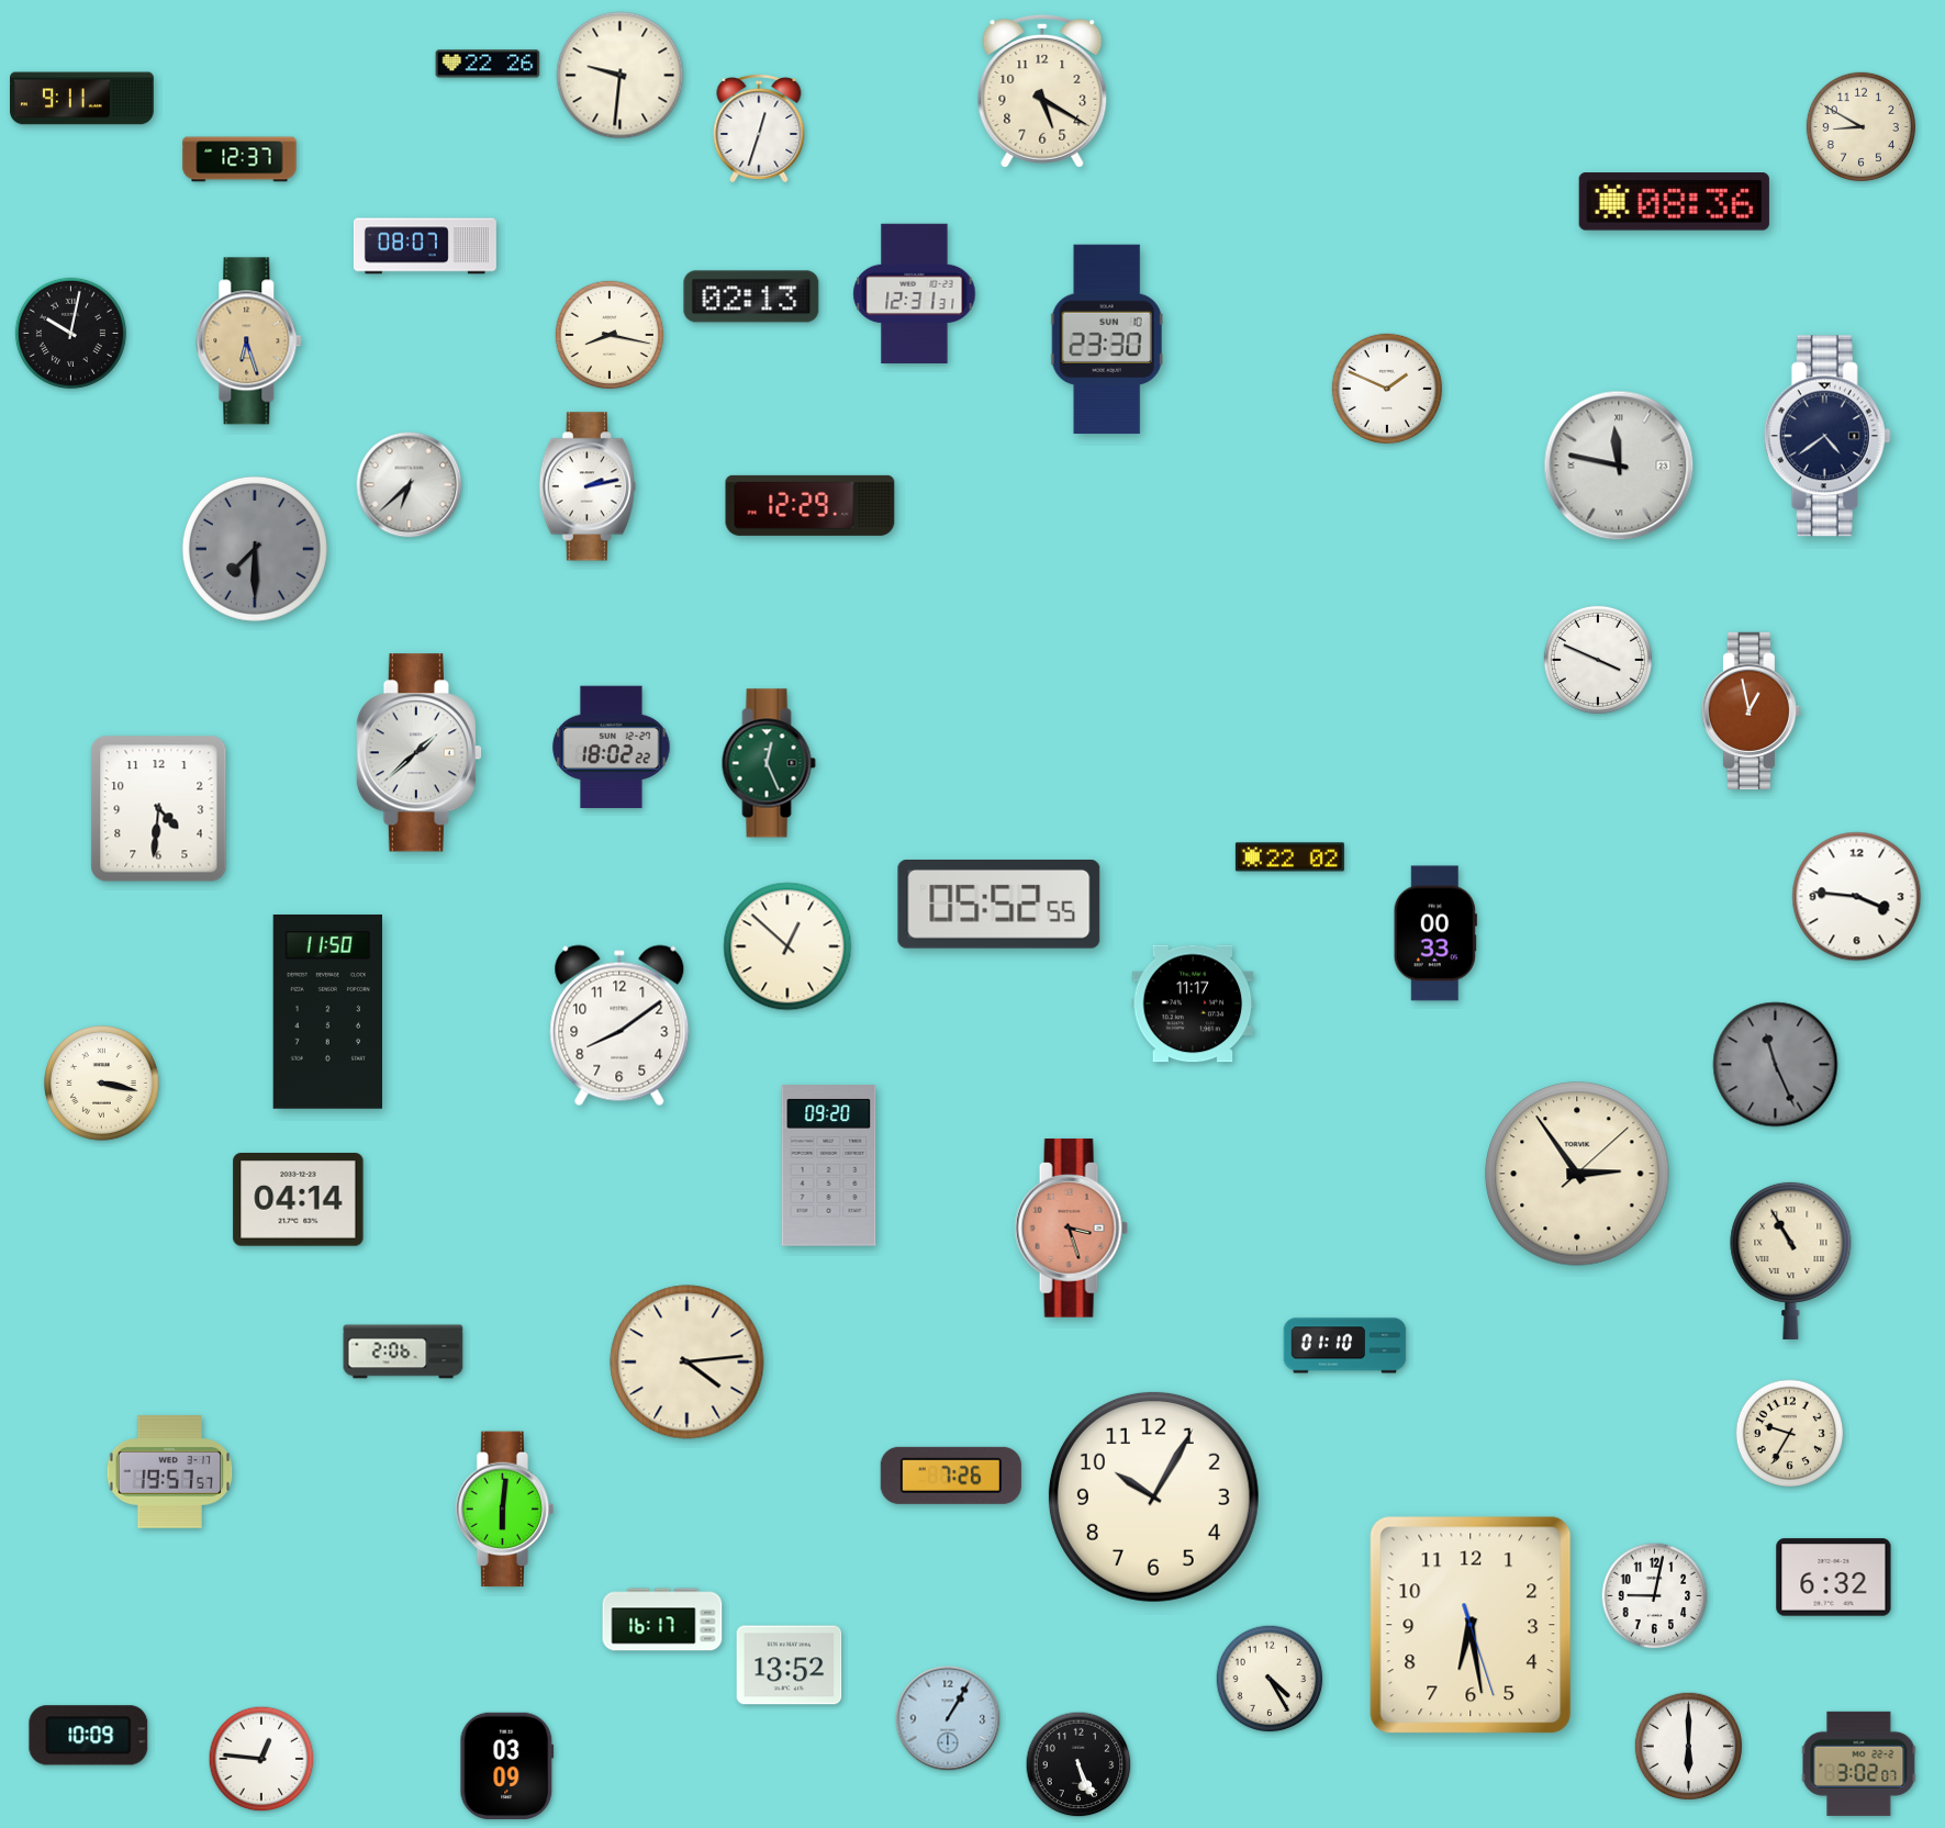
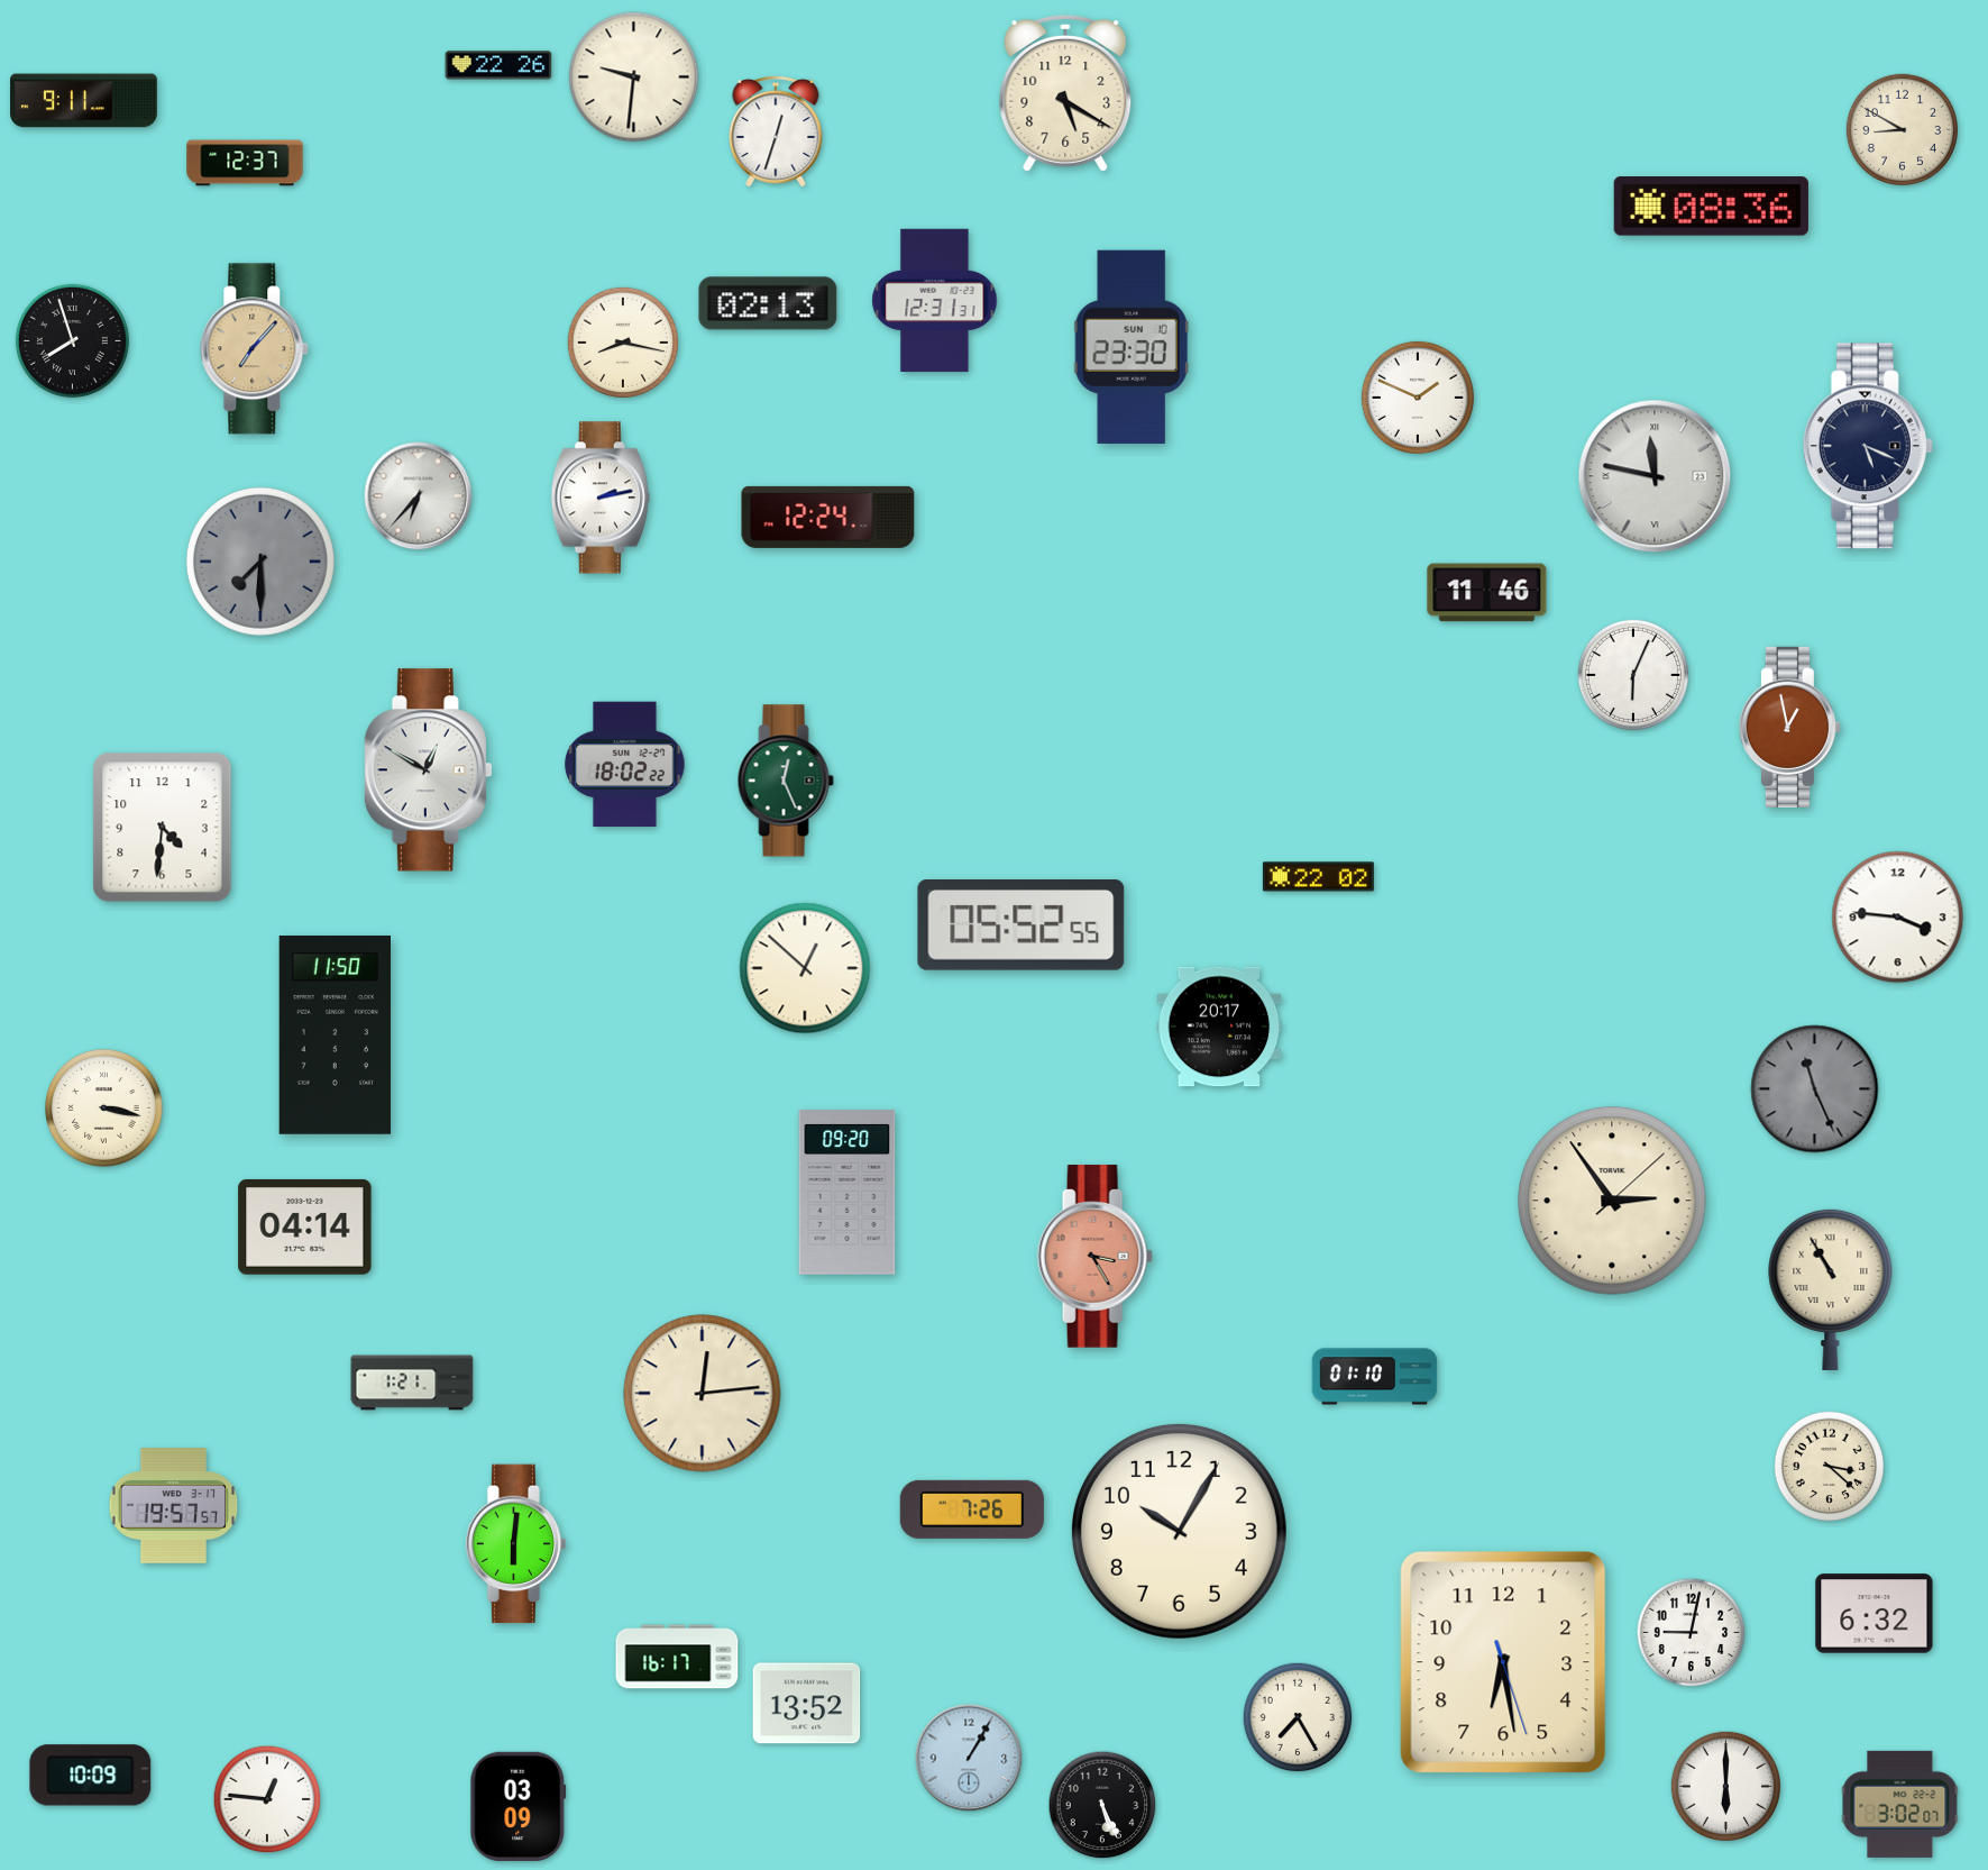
clock at (425, 246): 08:07 -> none
clock at (70, 333): 10:02 -> 7:57
clock at (249, 341): 6:27 -> 7:07
clock at (1827, 436): 4:39 -> 5:19
clock at (410, 485): 6:38 -> 6:37
clock at (811, 505): 12:29 -> 12:24
clock at (1487, 593): none -> 11:46
clock at (1597, 659): 3:49 -> 6:04
clock at (418, 753): 1:38 -> 12:50
clock at (1435, 933): 00:33 -> none
clock at (1193, 1003): 11:17 -> 20:17
clock at (619, 1025): 8:09 -> none
clock at (1071, 1229): 3:27 -> 3:25
clock at (403, 1352): 2:06 -> 1:21
clock at (688, 1362): 4:14 -> 12:14
clock at (1790, 1434): 9:35 -> 3:22
clock at (1270, 1679): 4:25 -> 7:25
